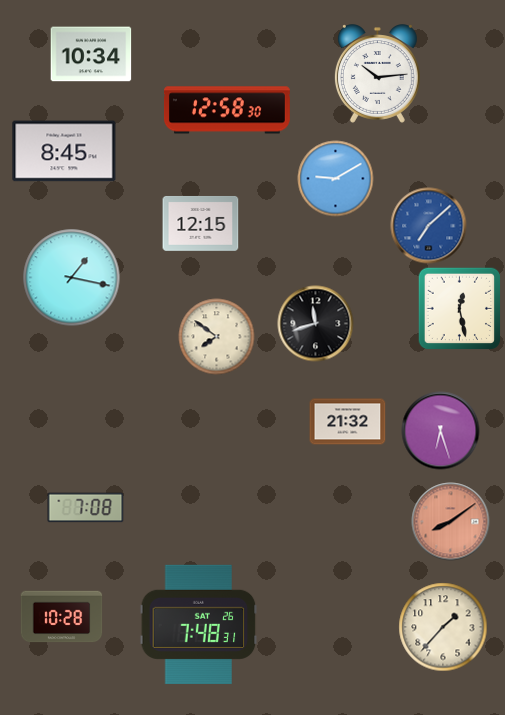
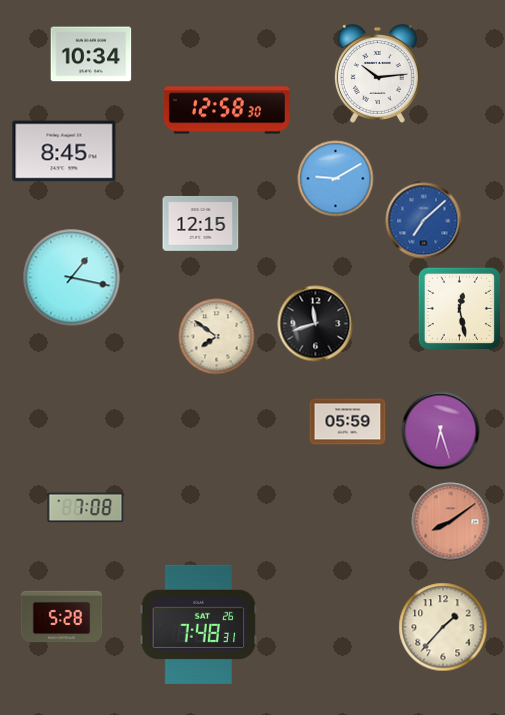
clock at (429, 226) position: (429, 226) -> (424, 221)
clock at (348, 422): 21:32 -> 05:59
clock at (62, 617): 10:28 -> 5:28
